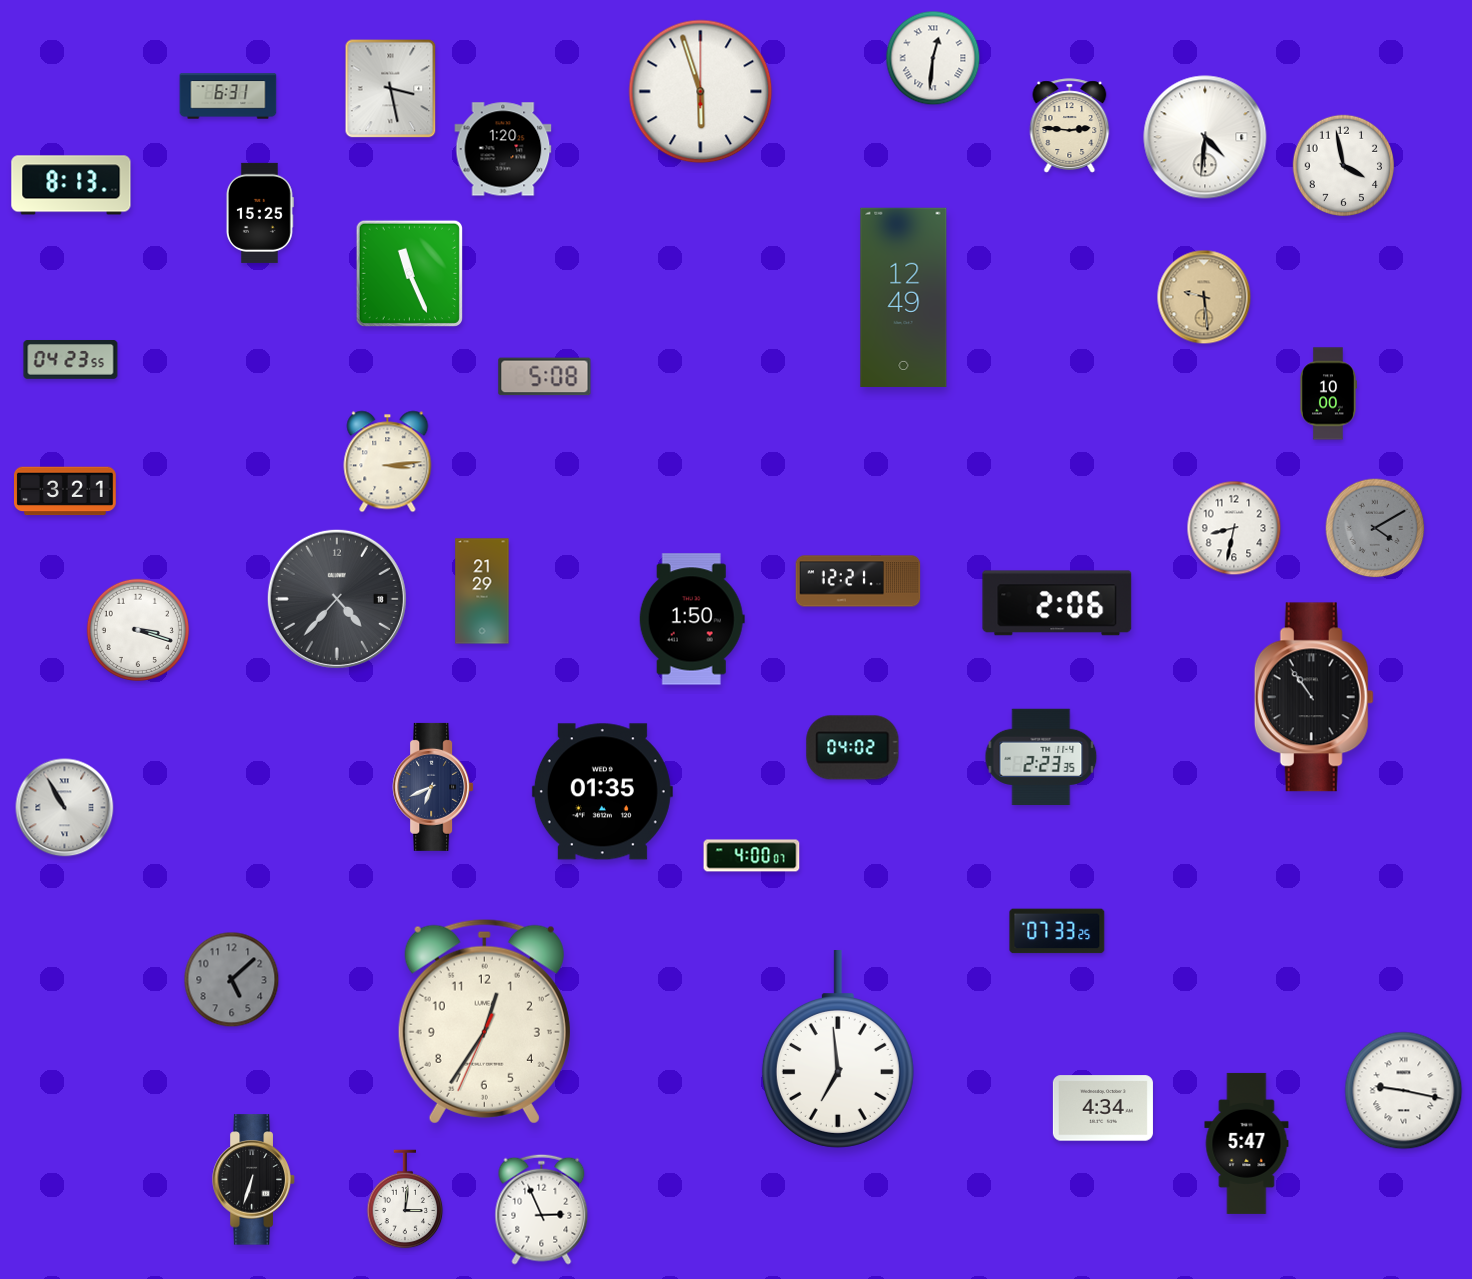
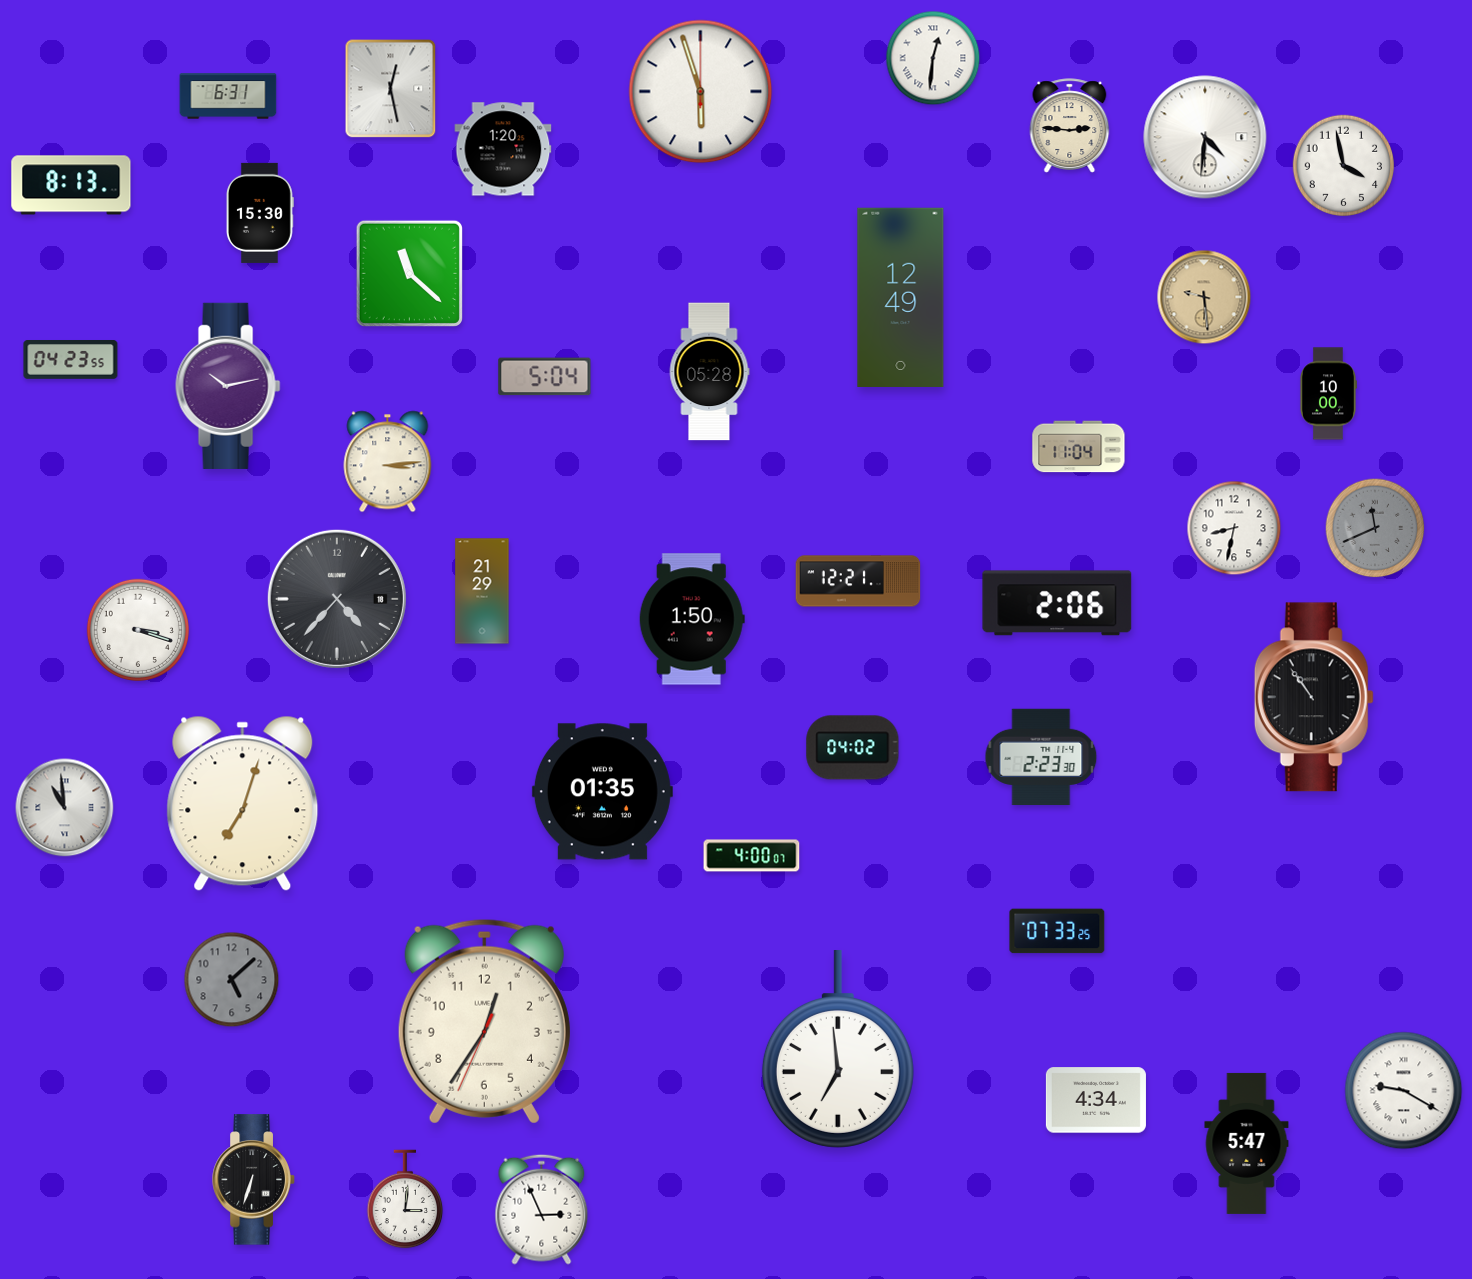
clock at (391, 89): 3:28 -> 12:28
clock at (260, 213): 15:25 -> 15:30
clock at (409, 273): 11:26 -> 11:22
clock at (904, 297) position: (904, 297) -> (901, 297)
clock at (709, 372): none -> 05:28
clock at (545, 377): 5:08 -> 5:04
clock at (228, 386): none -> 10:13
clock at (1079, 447): none -> 11:04
clock at (66, 491): 3:21 -> none
clock at (1375, 528): 4:10 -> 11:41
clock at (1041, 757): 2:23:35 -> 2:23:30
clock at (433, 787): 6:41 -> none
clock at (243, 803): none -> 7:03
clock at (65, 808): 10:55 -> 10:59
clock at (1404, 1091): 9:17 -> 9:20
clock at (1103, 1108) position: (1103, 1108) -> (1096, 1100)
